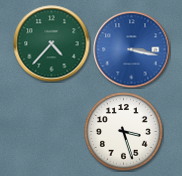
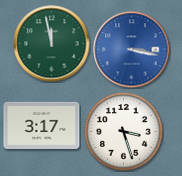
clock at (52, 44): 4:37 -> 11:58
clock at (42, 125): none -> 3:17
